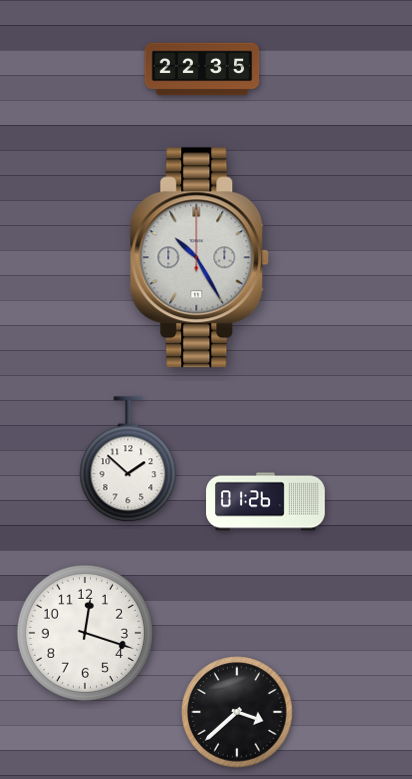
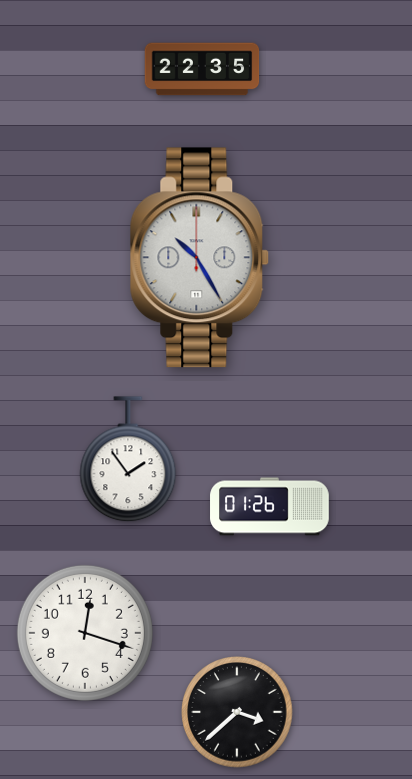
clock at (128, 460): 1:52 -> 1:54
clock at (266, 502) position: (266, 502) -> (270, 507)
